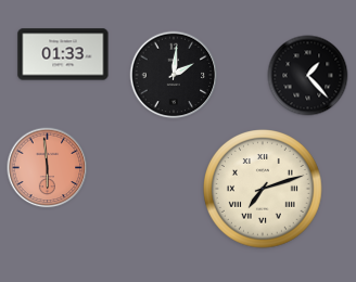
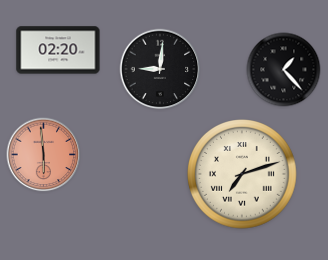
clock at (63, 54): 01:33 -> 02:20
clock at (174, 75): 2:01 -> 9:01
